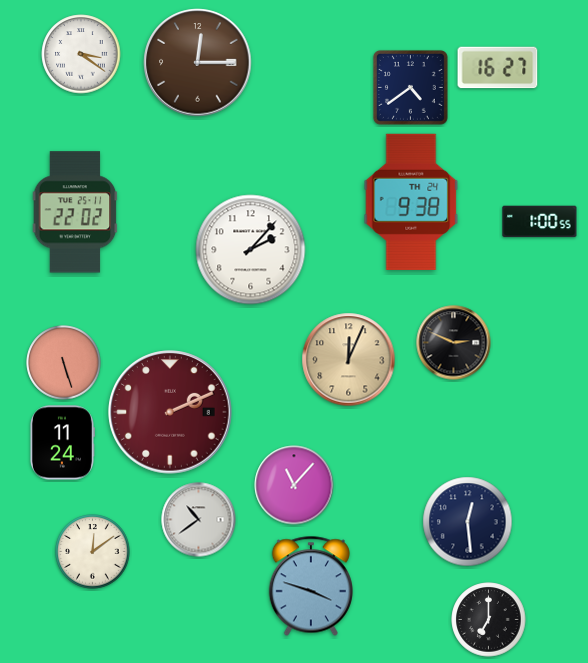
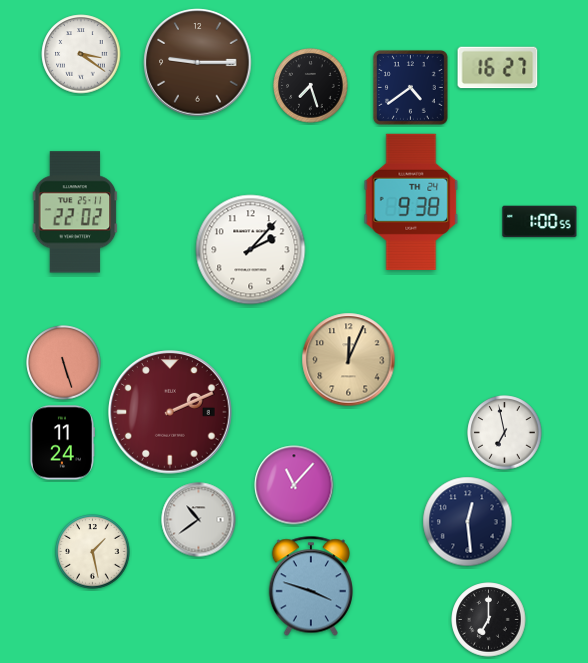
clock at (198, 63): 12:15 -> 9:15
clock at (311, 86): none -> 7:27
clock at (454, 343): 2:49 -> none
clock at (505, 433): none -> 6:58
clock at (93, 552): 12:09 -> 1:28
